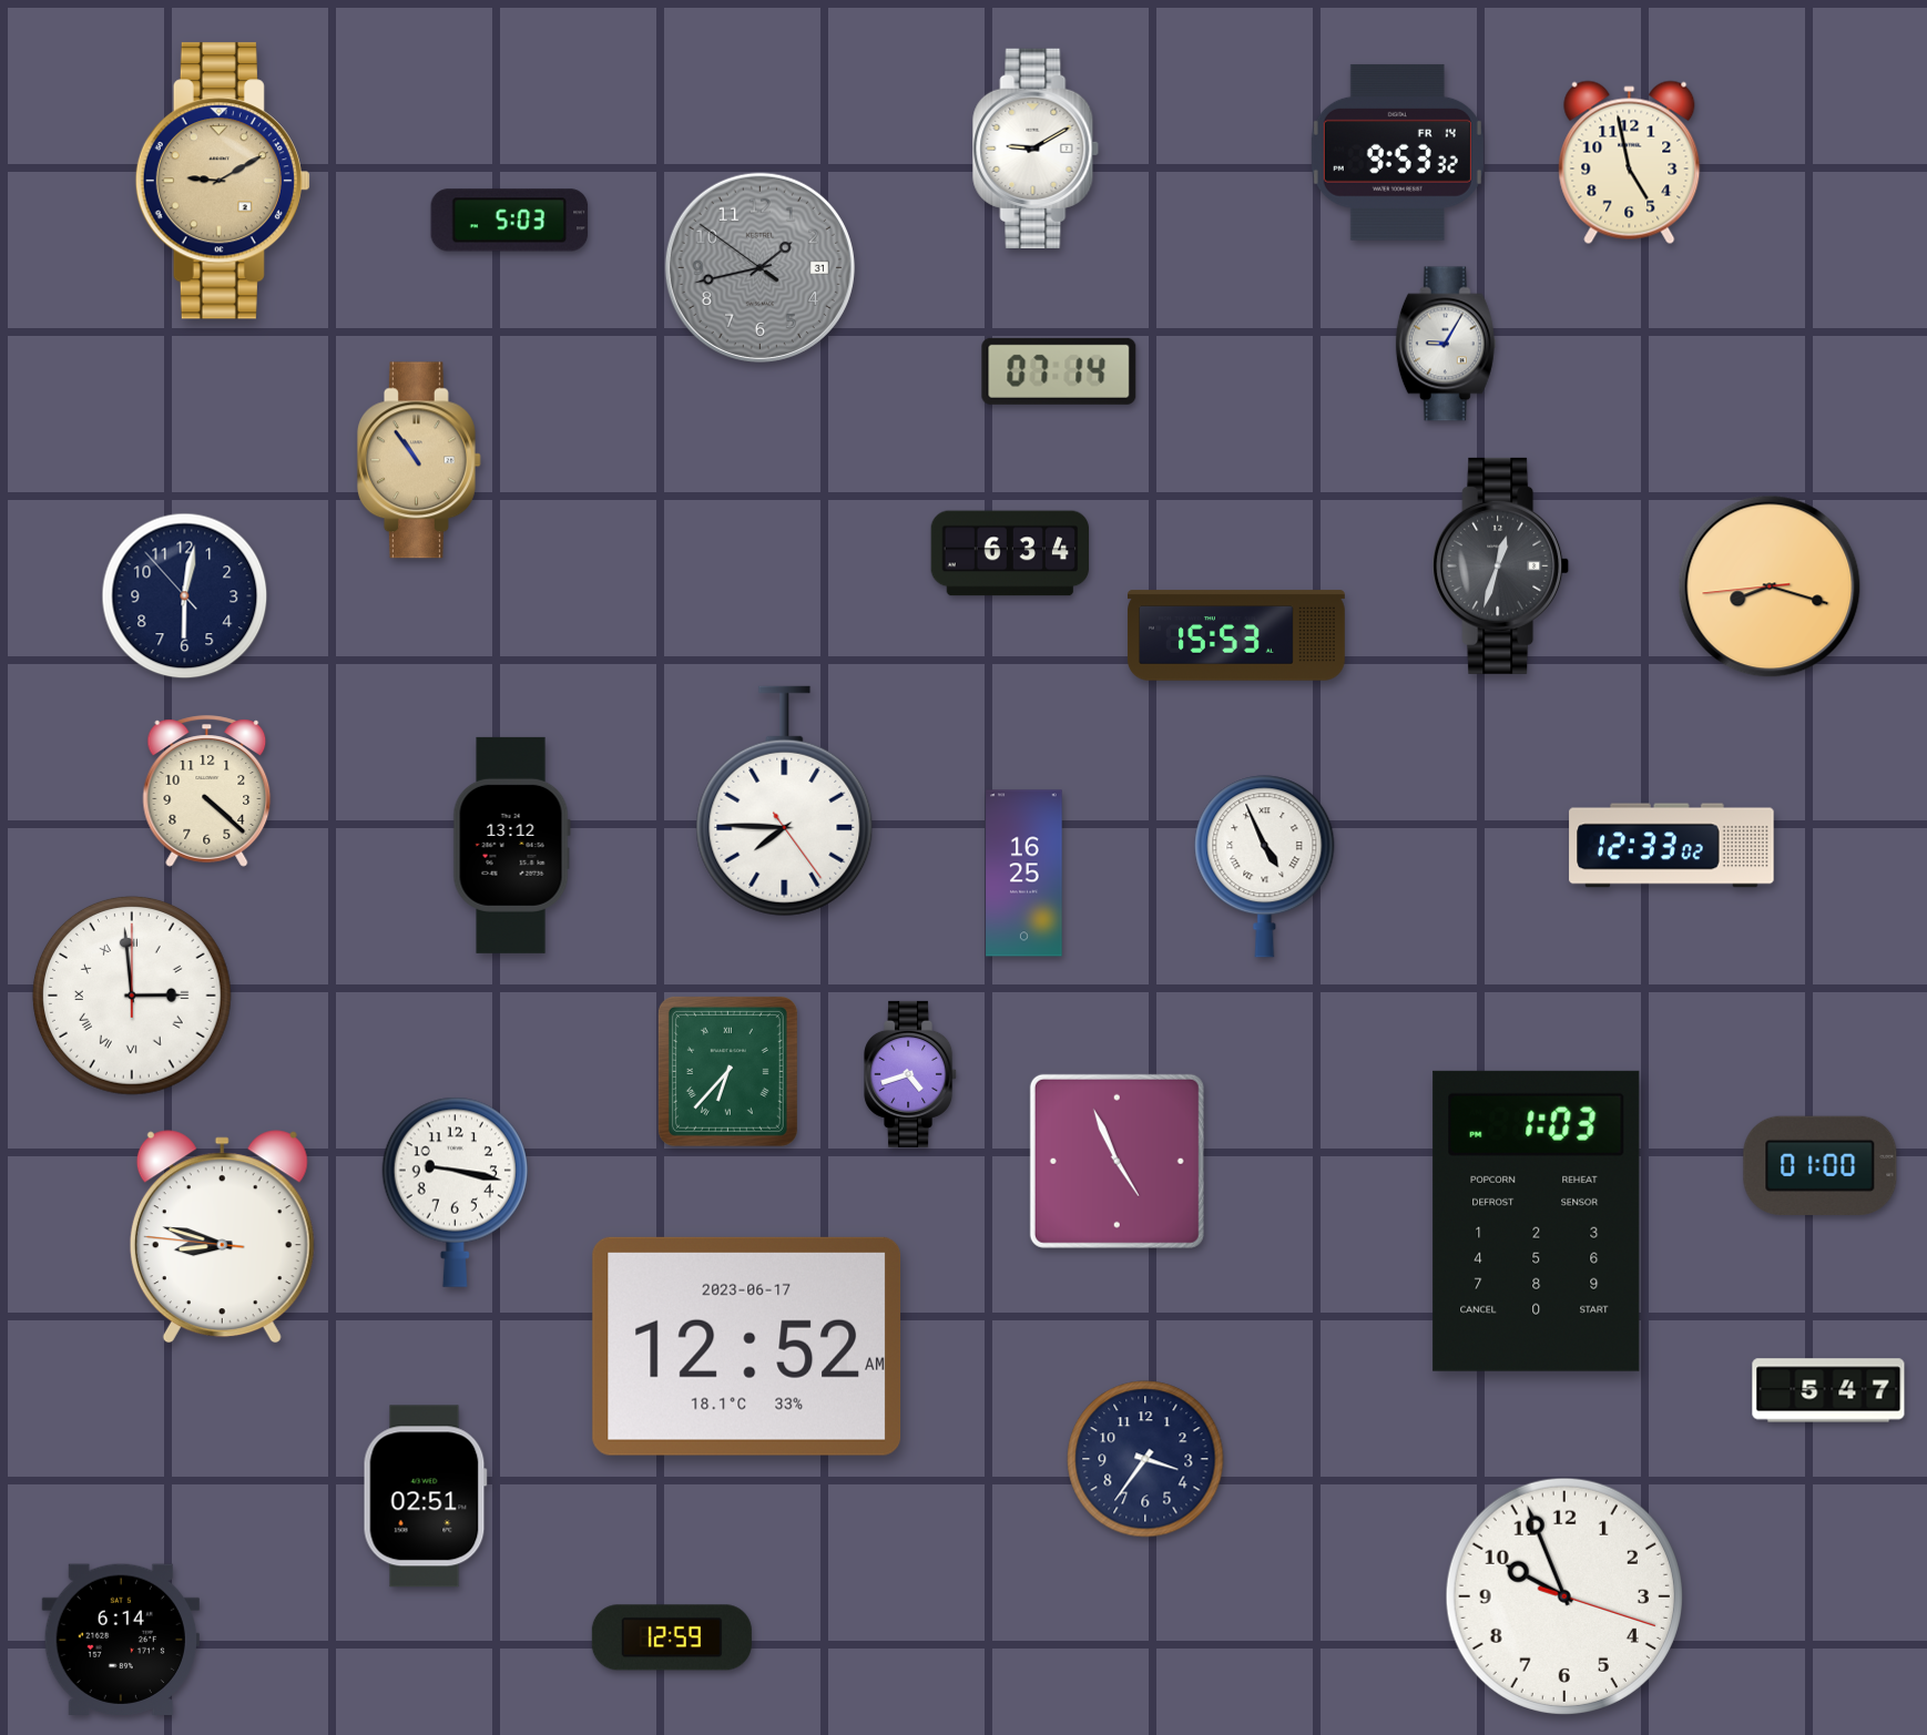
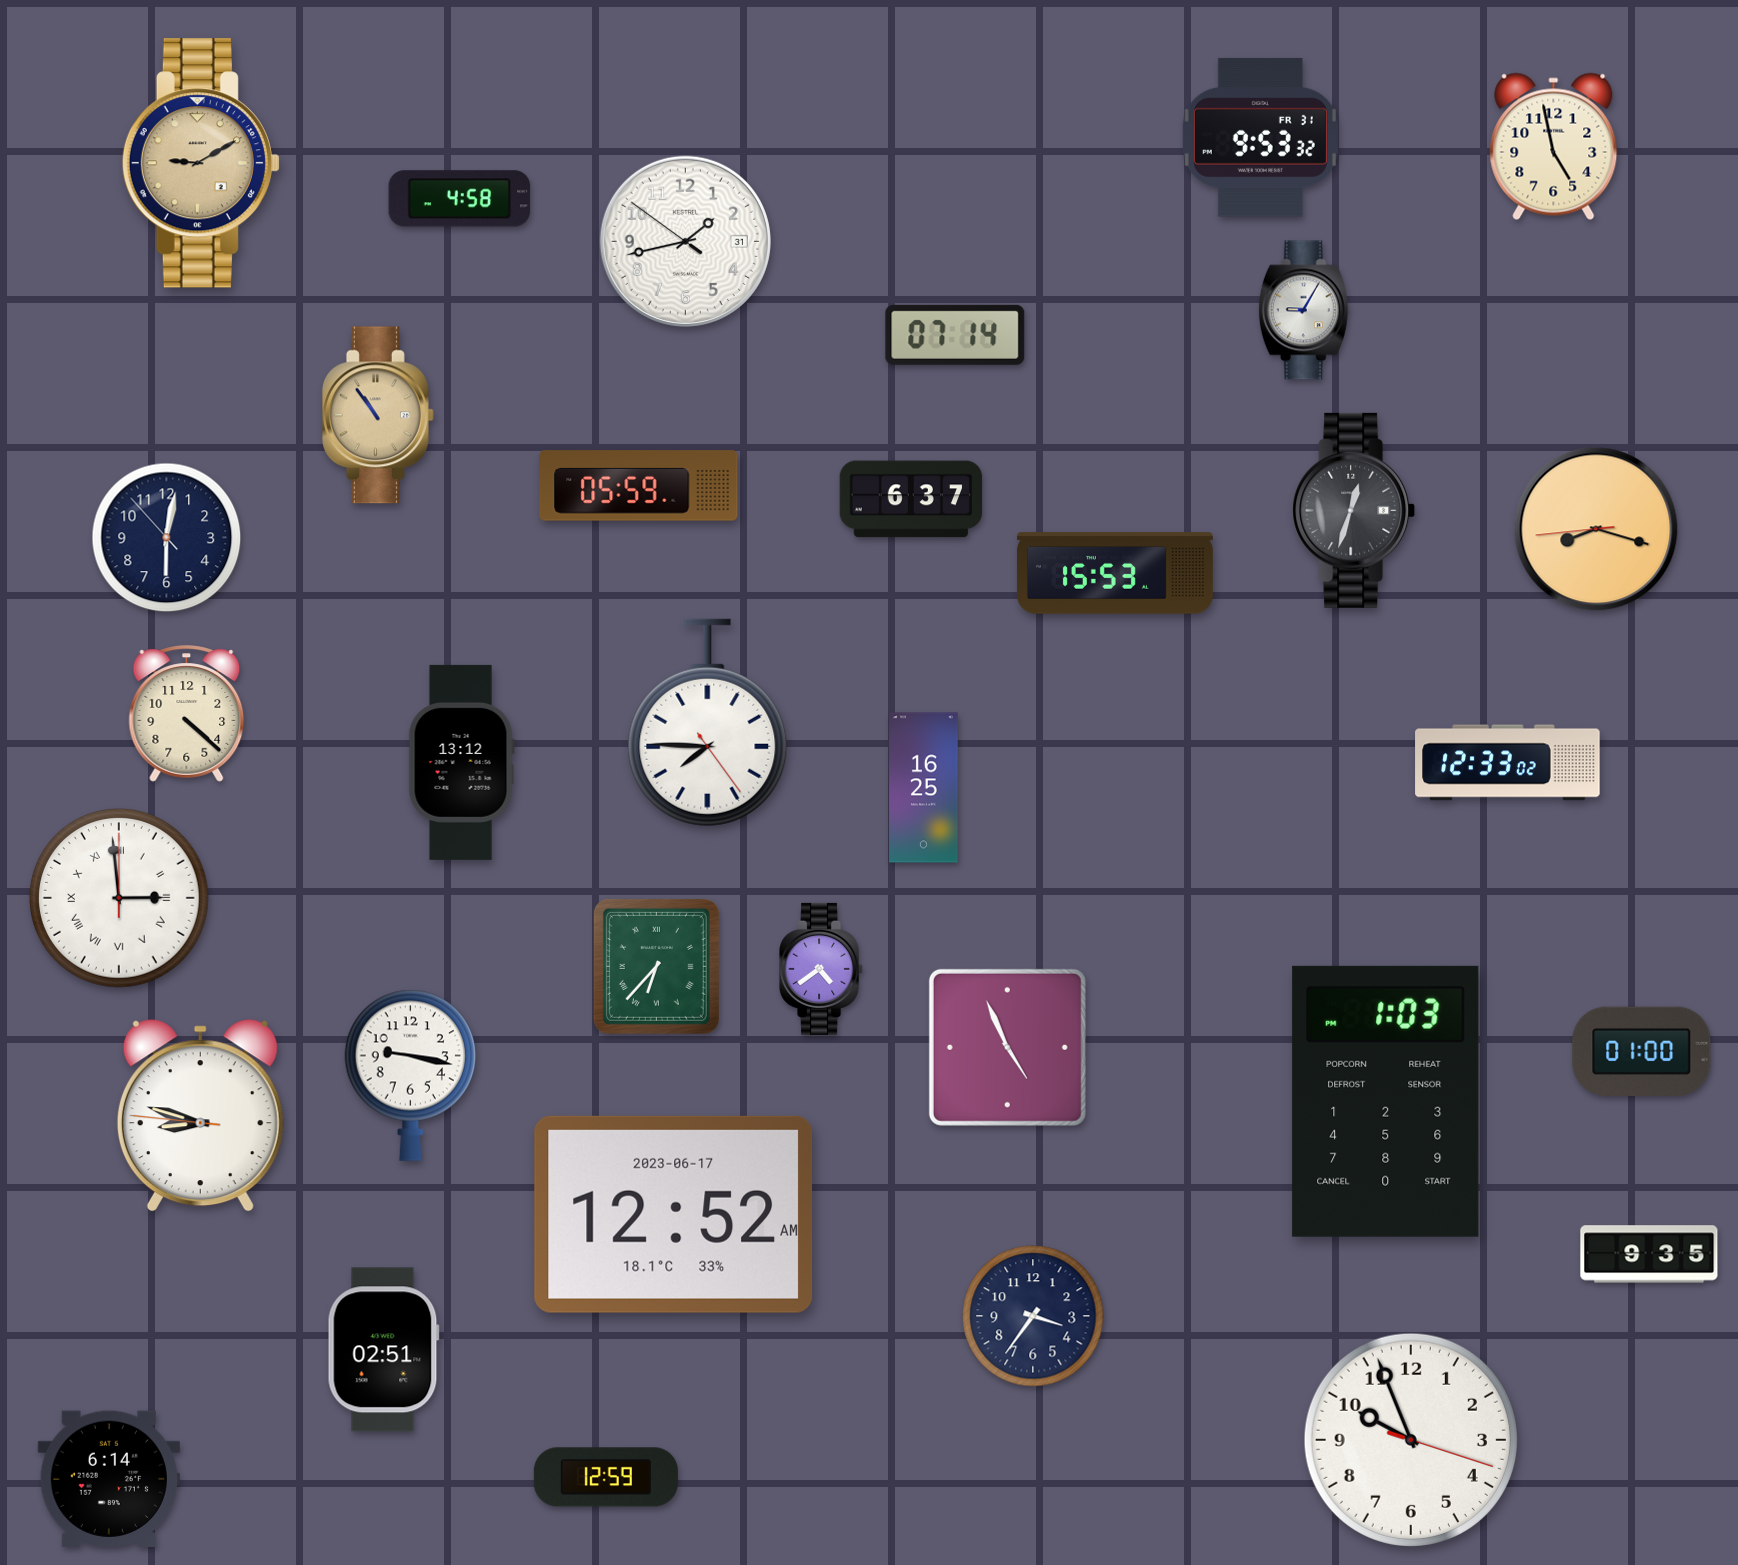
clock at (1036, 149): 9:10 -> none
clock at (1397, 152) date: FR 14 -> FR 31
clock at (1630, 163) position: (1630, 163) -> (1554, 147)
clock at (510, 221): 5:03 -> 4:58
clock at (759, 267) dial: grey -> white
clock at (639, 486): none -> 05:59
clock at (1010, 553): 6:34 -> 6:37
clock at (1265, 867): 4:56 -> none
clock at (911, 1074): 4:42 -> 4:39
clock at (1828, 1390): 5:47 -> 9:35
